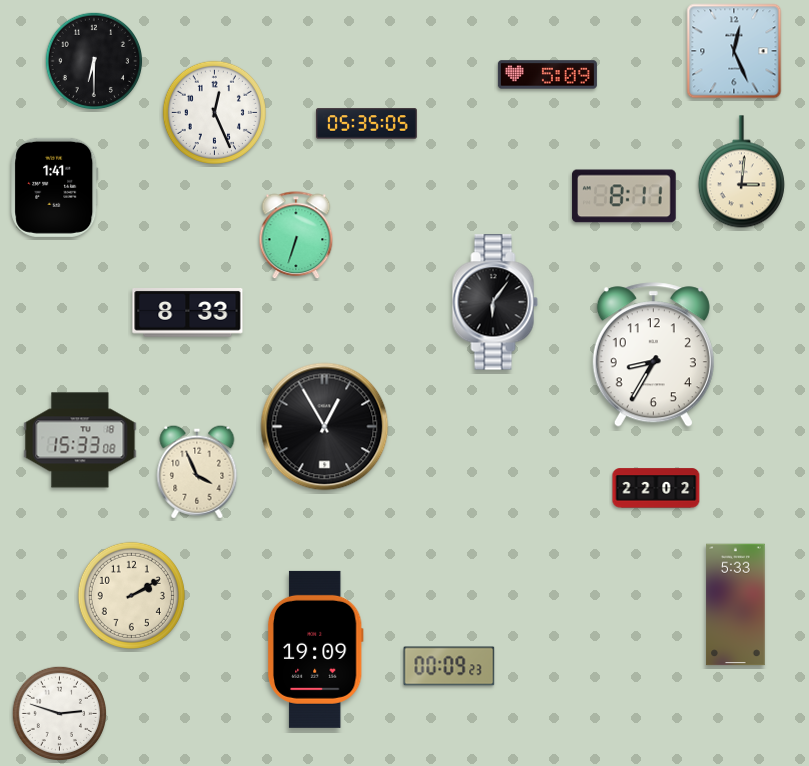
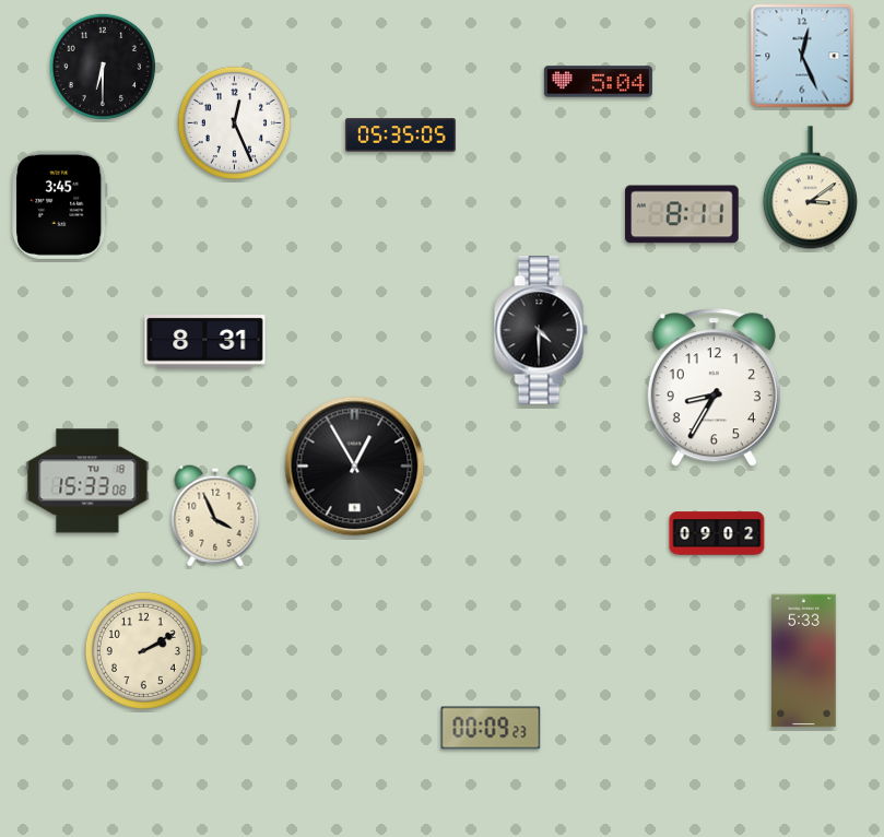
clock at (547, 75): 5:09 -> 5:04
clock at (741, 172): 3:01 -> 3:09
clock at (55, 187): 1:41 -> 3:45
clock at (296, 236): 6:33 -> none
clock at (495, 302): 6:06 -> 4:30
clock at (188, 313): 8:33 -> 8:31
clock at (656, 488): 22:02 -> 09:02
clock at (315, 649): 19:09 -> none
clock at (59, 713): 2:48 -> none
